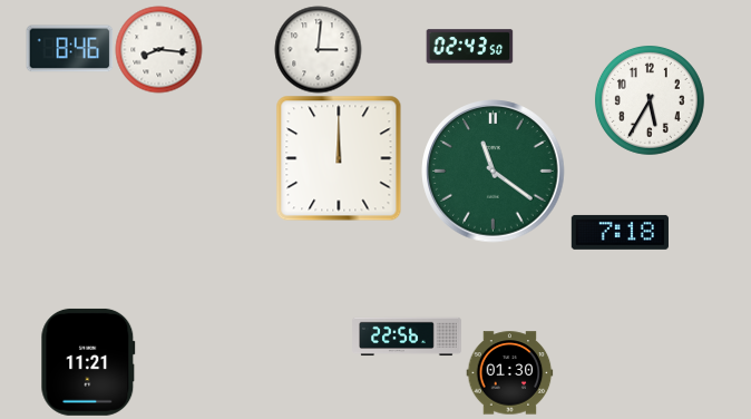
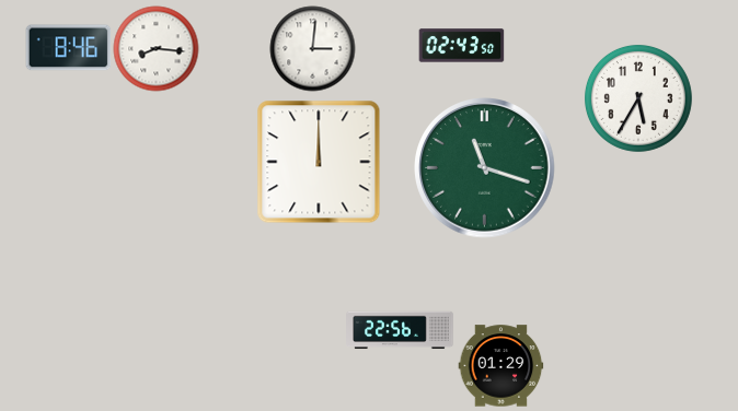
clock at (339, 158) position: (339, 158) -> (319, 162)
clock at (494, 172): 11:21 -> 11:18
clock at (620, 232): 7:18 -> none
clock at (88, 362): 11:21 -> none
clock at (509, 373): 01:30 -> 01:29
